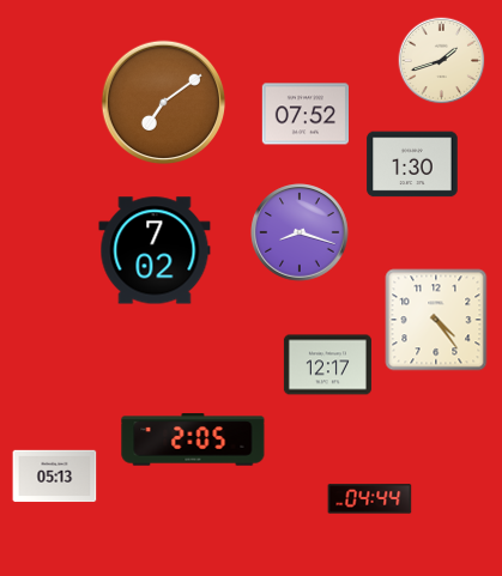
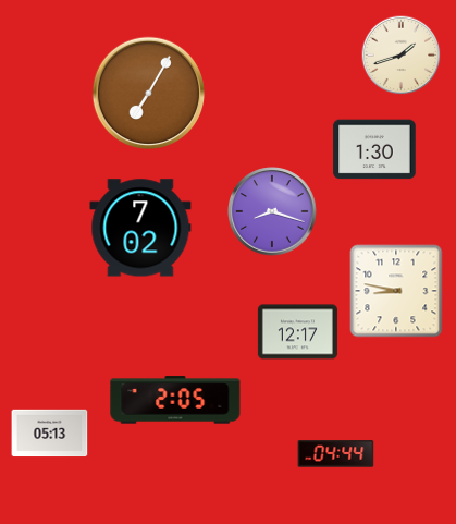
clock at (164, 103): 7:09 -> 7:05
clock at (304, 114): 07:52 -> none
clock at (436, 320): 4:24 -> 8:47
